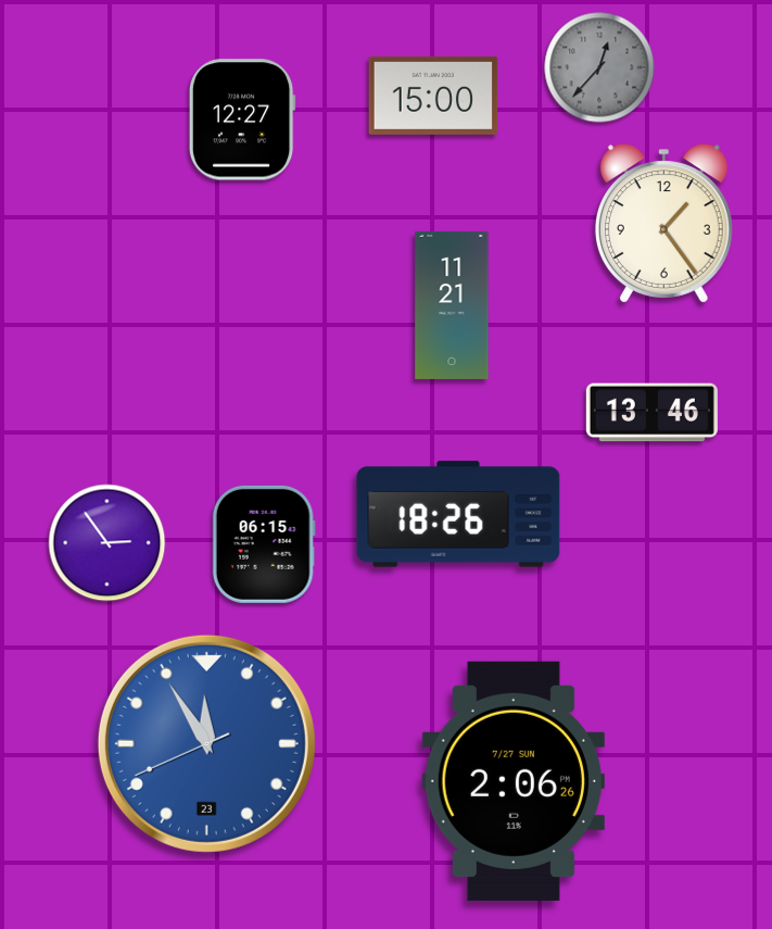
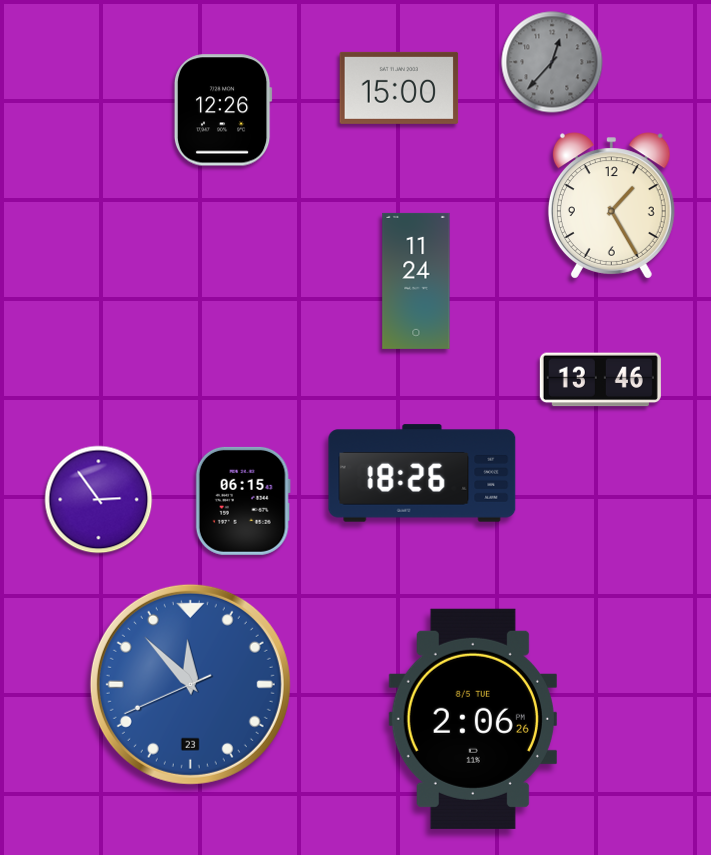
clock at (242, 120): 12:27 -> 12:26
clock at (663, 224): 1:24 -> 1:25
clock at (452, 305): 11:21 -> 11:24
clock at (206, 743): 11:54 -> 11:52
clock at (514, 781) date: 7/27 SUN -> 8/5 TUE
